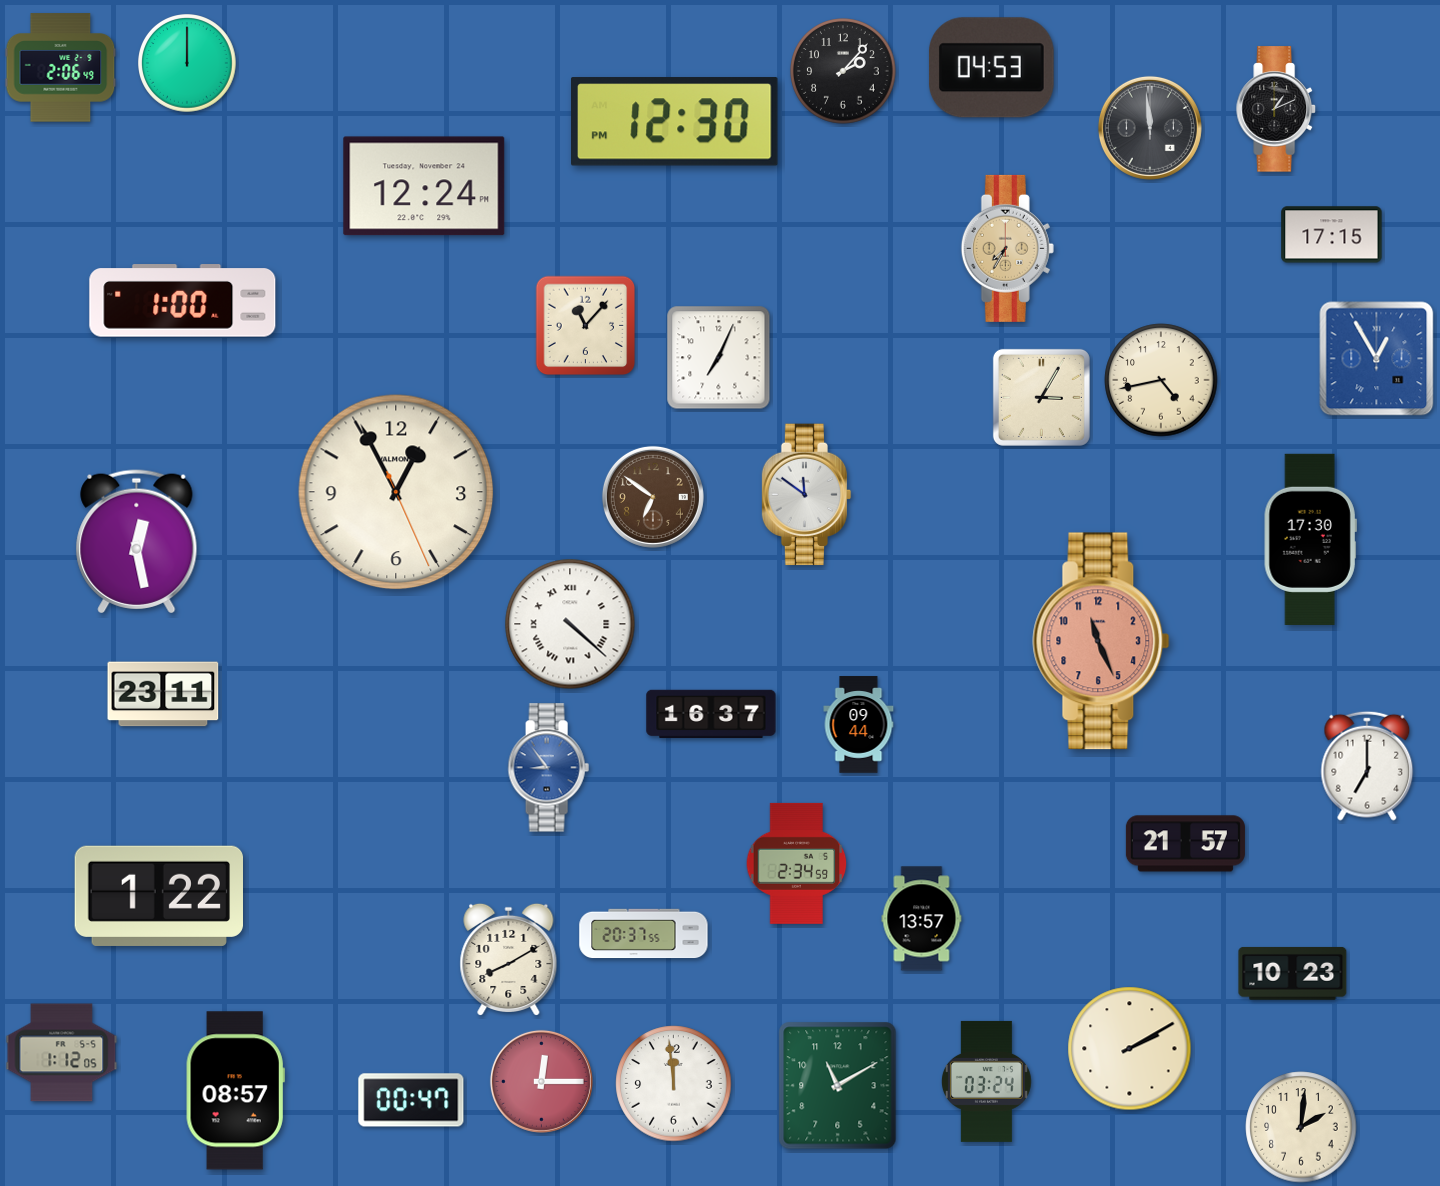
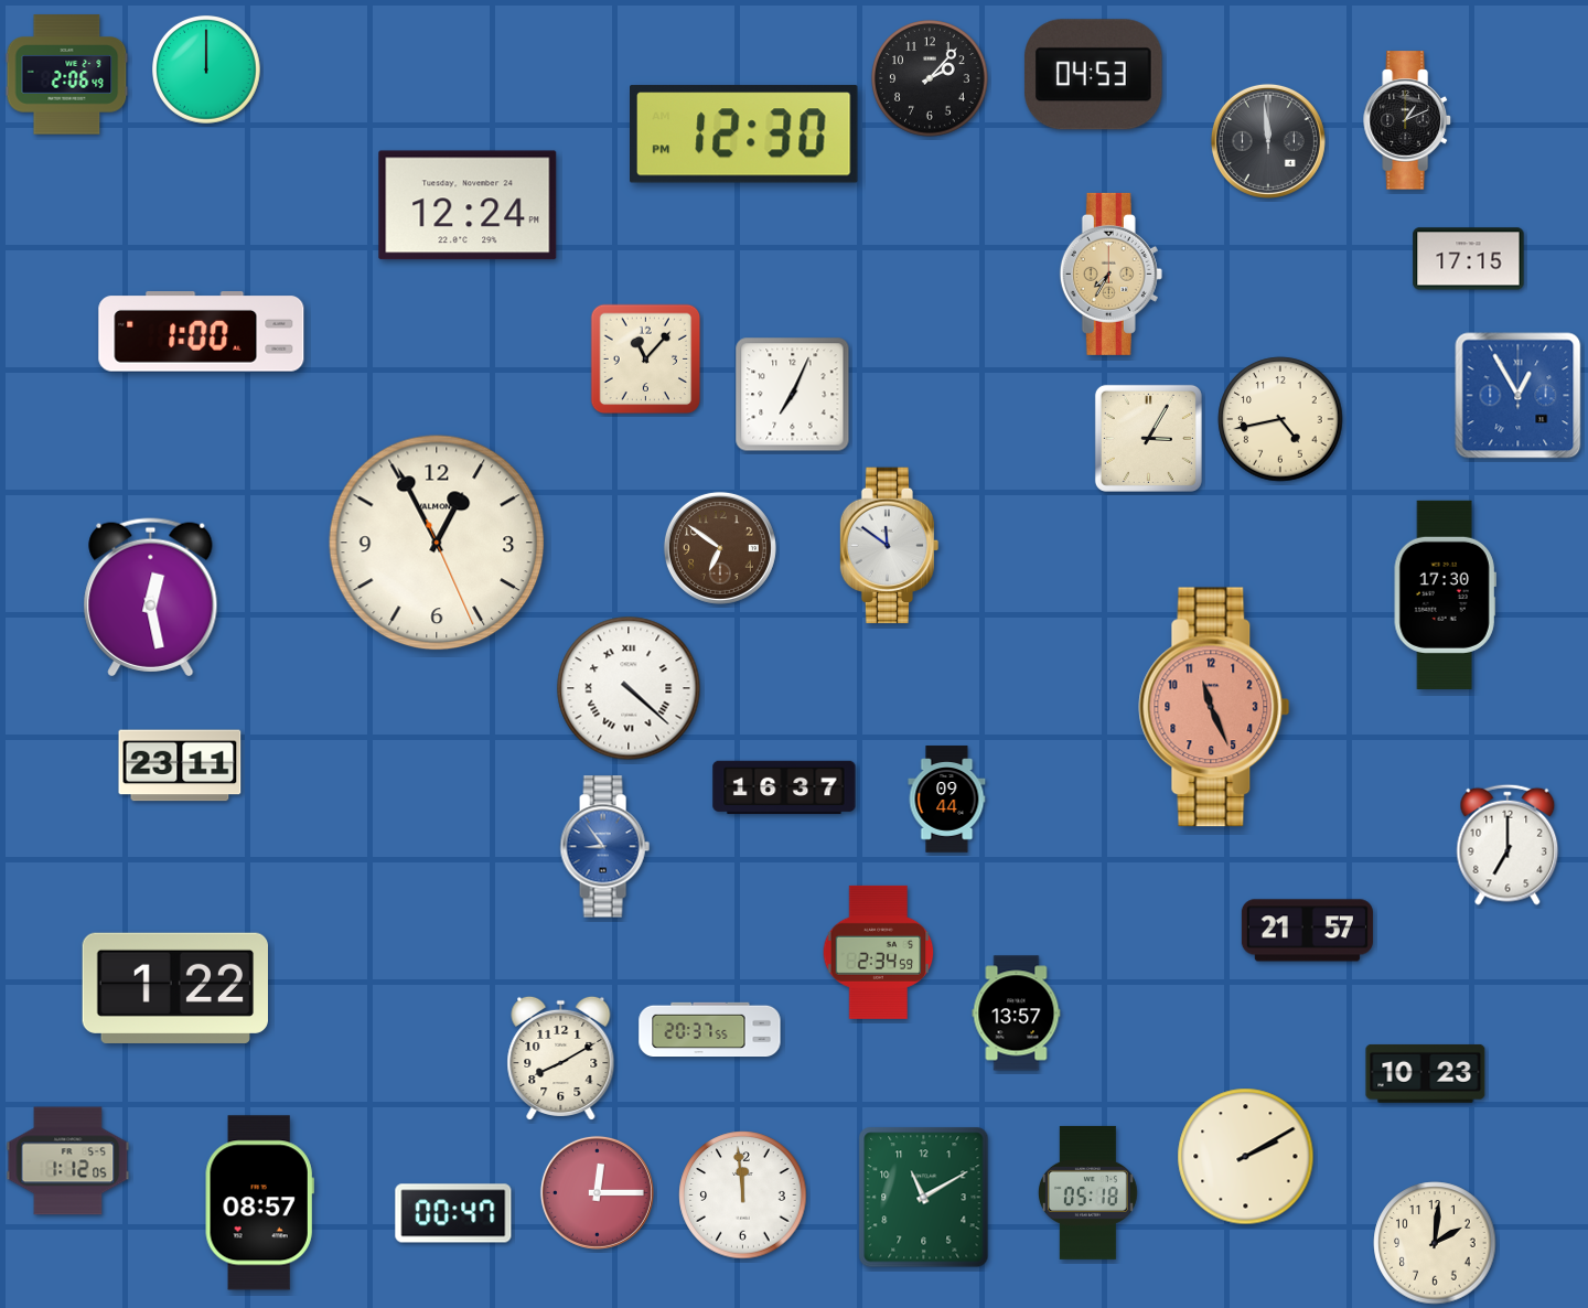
clock at (986, 1081): 03:24 -> 05:18
